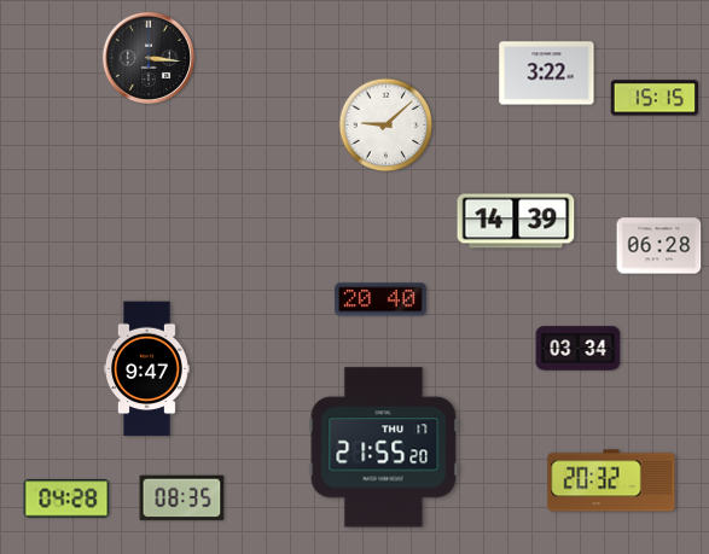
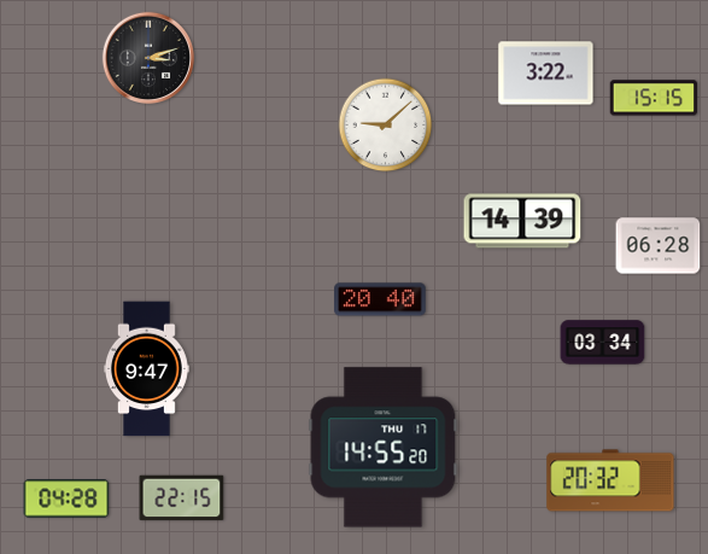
clock at (147, 57): 3:16 -> 3:12
clock at (516, 221) position: (516, 221) -> (522, 221)
clock at (579, 349) position: (579, 349) -> (603, 343)
clock at (384, 448): 21:55 -> 14:55
clock at (182, 498): 08:35 -> 22:15
